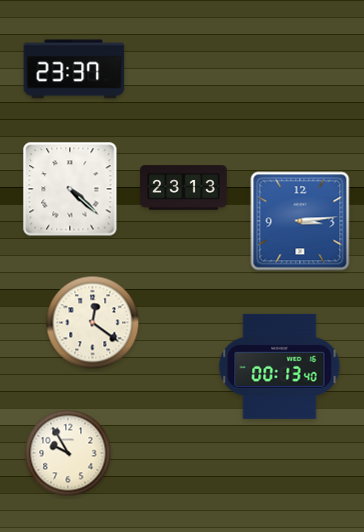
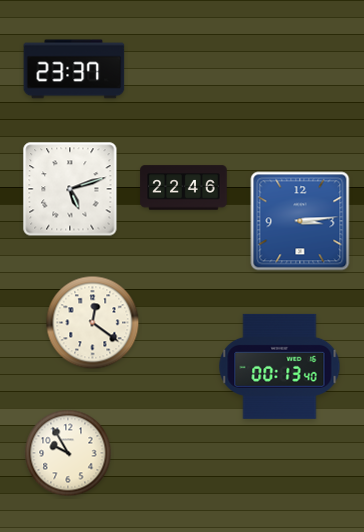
clock at (184, 188): 23:13 -> 22:46
clock at (70, 189): 4:22 -> 5:12
